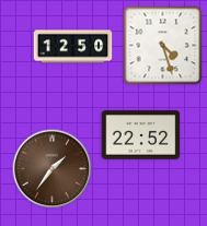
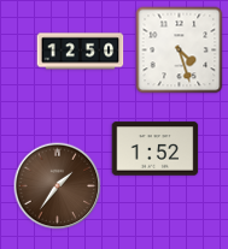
clock at (141, 135): 22:52 -> 1:52
